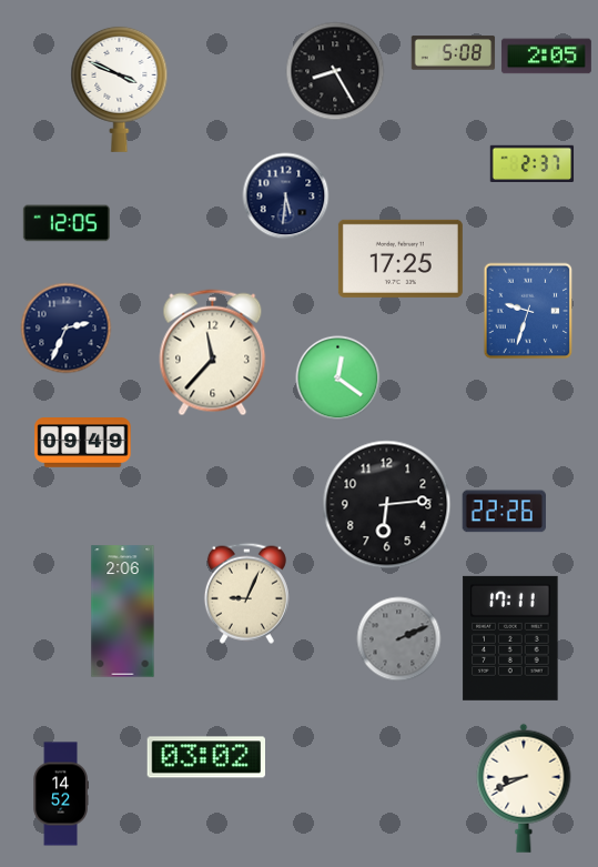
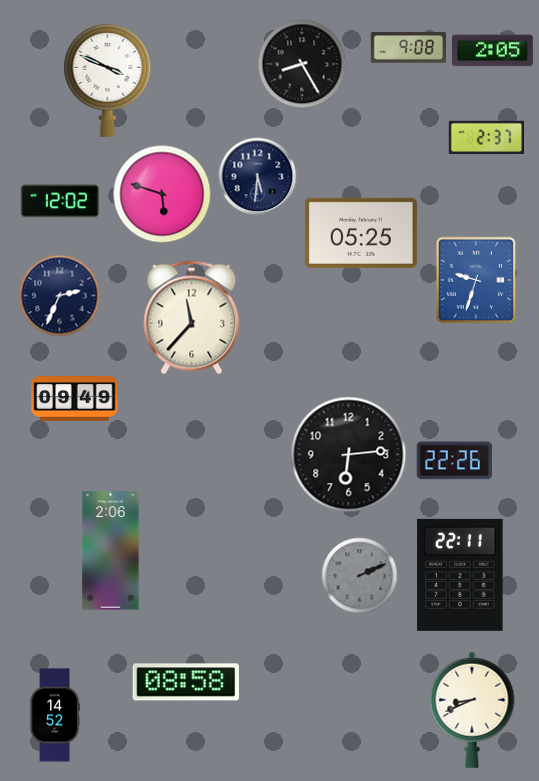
clock at (454, 53): 5:08 -> 9:08
clock at (533, 164) position: (533, 164) -> (487, 138)
clock at (162, 194): none -> 5:48
clock at (67, 223): 12:05 -> 12:02
clock at (401, 259): 17:25 -> 05:25
clock at (338, 379): 12:21 -> none
clock at (246, 593): 9:04 -> none
clock at (510, 638): 17:11 -> 22:11
clock at (205, 757): 03:02 -> 08:58
